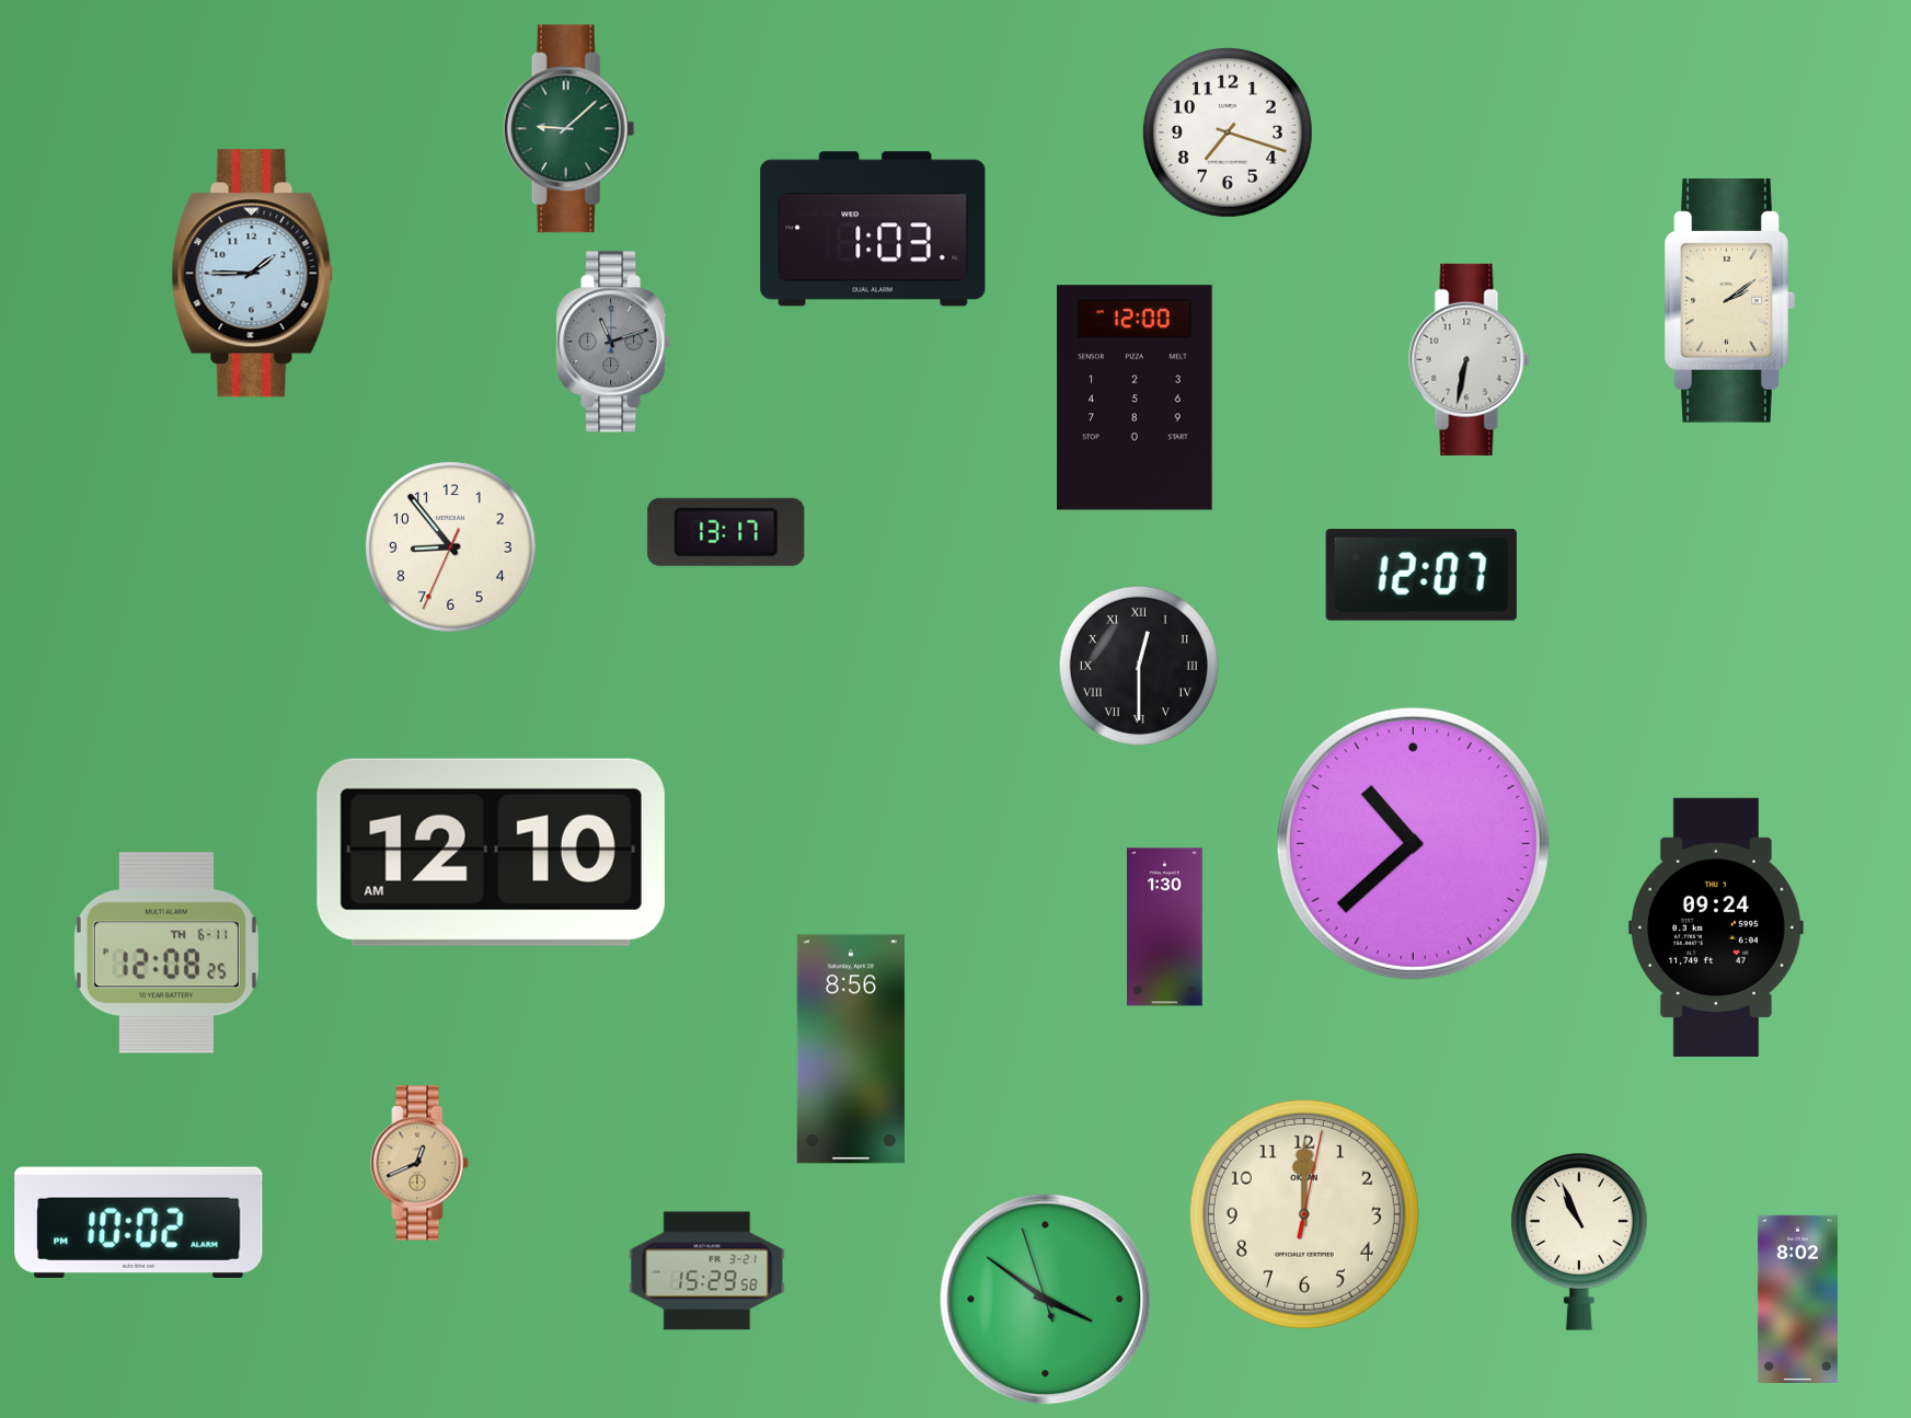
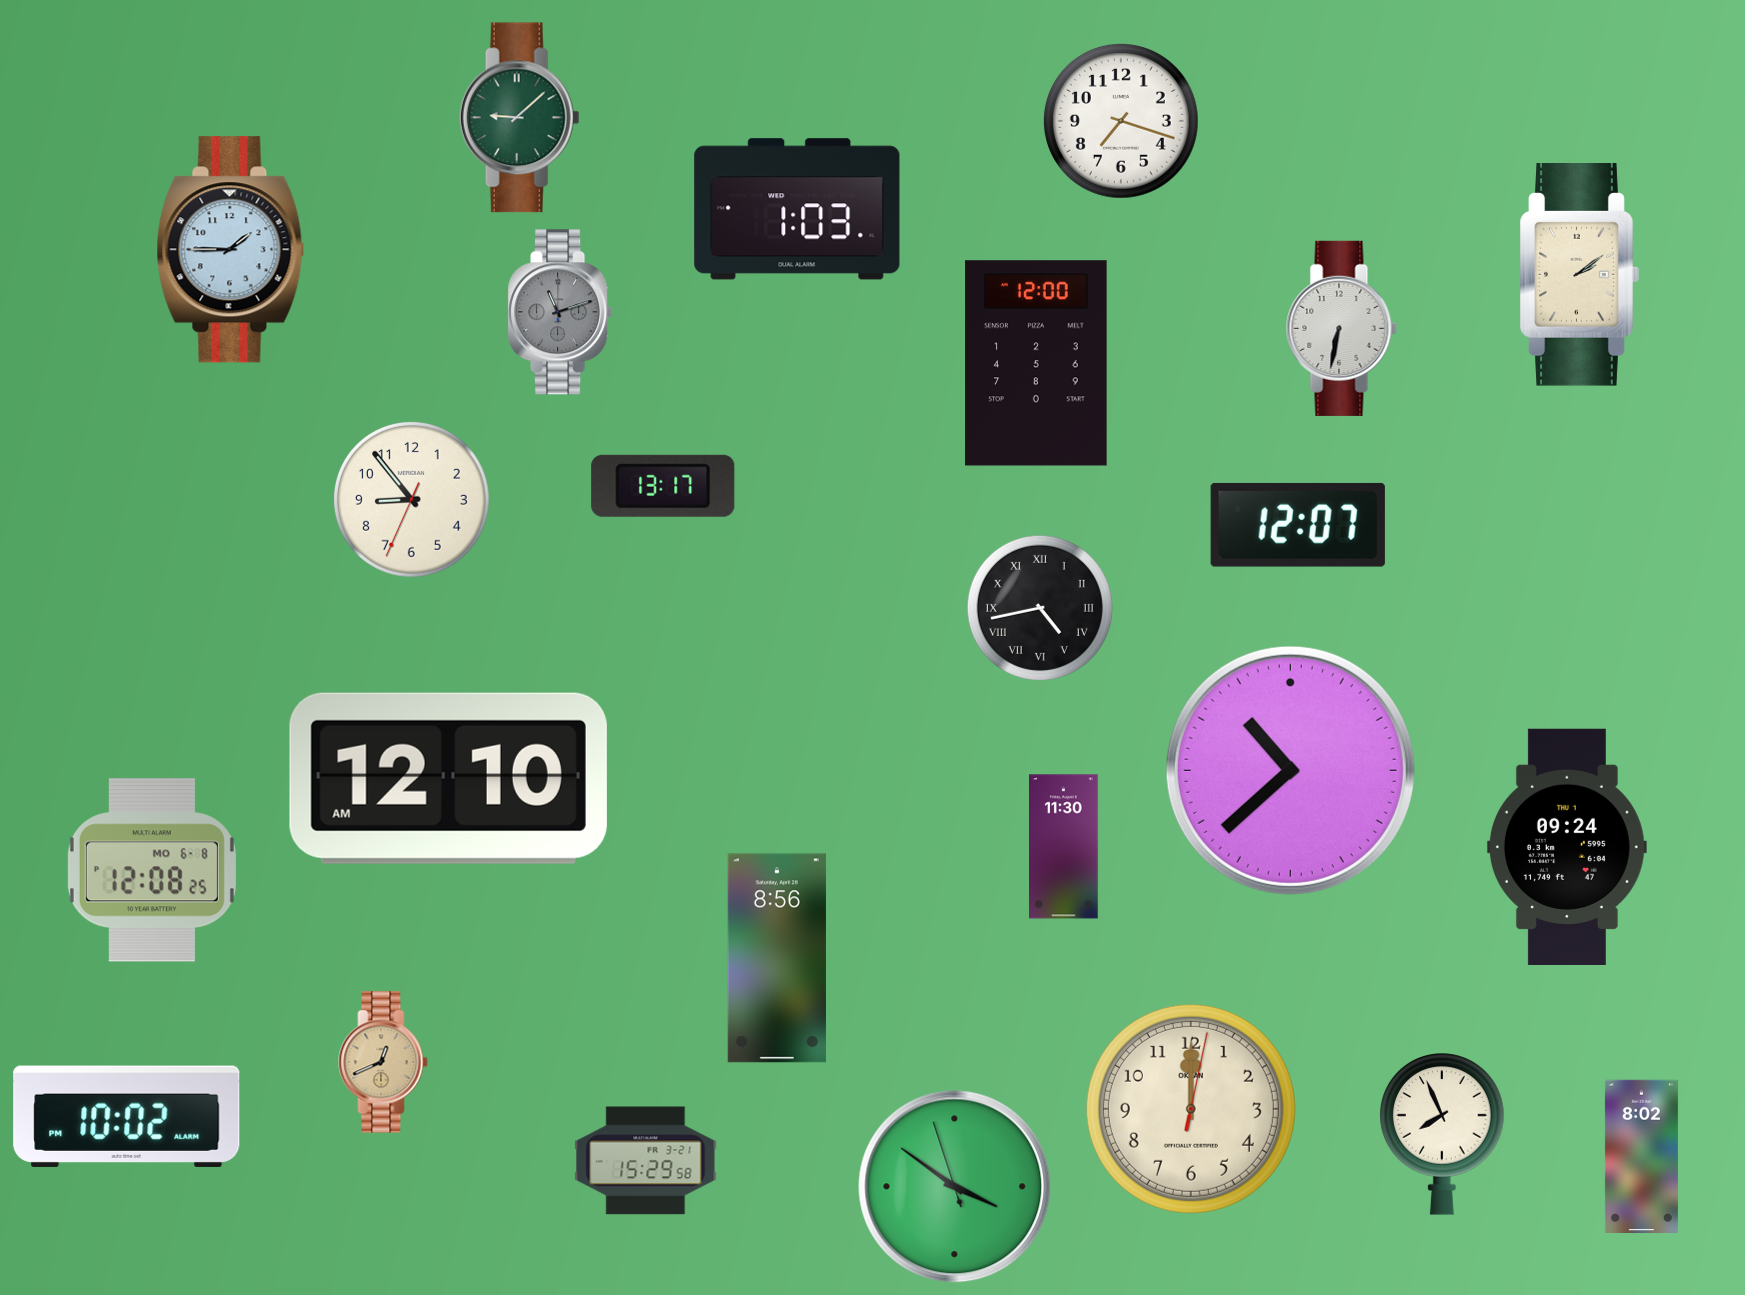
clock at (1139, 666): 12:30 -> 4:43
clock at (1165, 927): 1:30 -> 11:30
clock at (166, 953) date: TH 6-11 -> MO 6-8
clock at (1580, 1242): 10:56 -> 7:56
clock at (1797, 1299) position: (1797, 1299) -> (1641, 1156)
